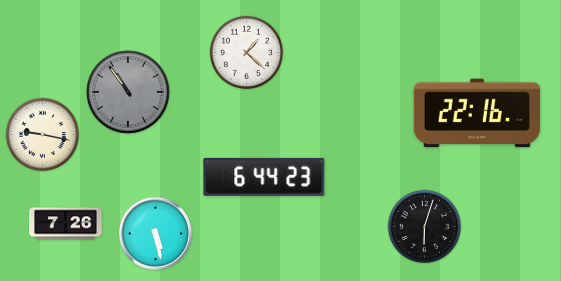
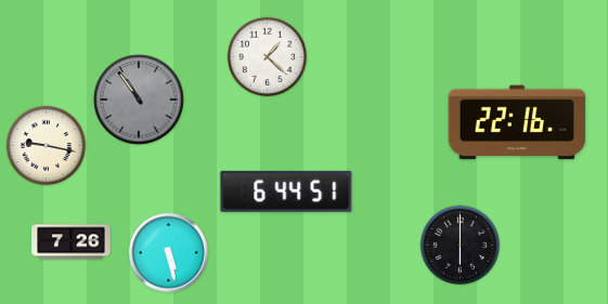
clock at (264, 177): 6:44:23 -> 6:44:51
clock at (425, 227): 6:03 -> 6:00
